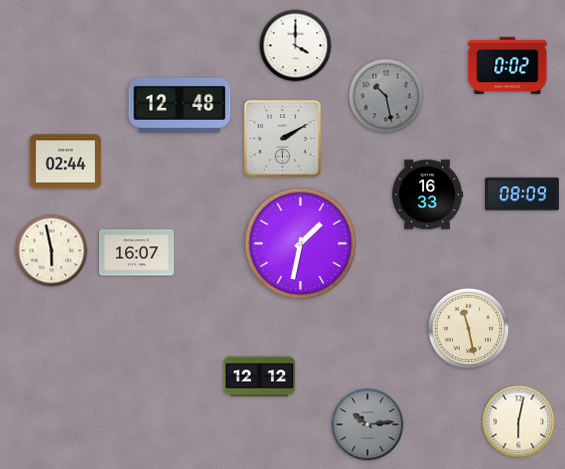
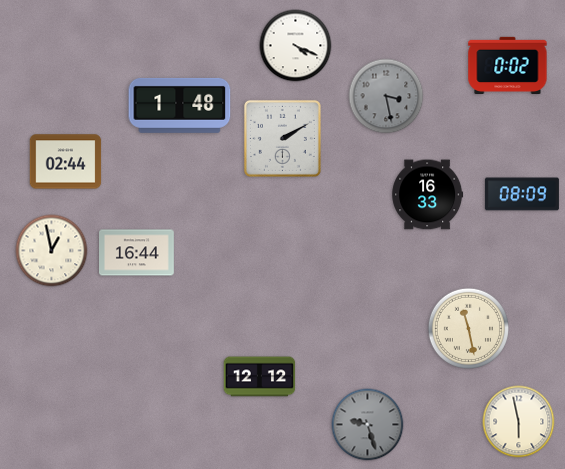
clock at (296, 46): 4:00 -> 4:19
clock at (386, 96): 10:28 -> 3:28
clock at (180, 105): 12:48 -> 1:48
clock at (301, 244): 1:32 -> none
clock at (52, 251): 5:58 -> 12:58
clock at (137, 253): 16:07 -> 16:44
clock at (519, 422): 6:02 -> 5:58
clock at (368, 425): 10:14 -> 9:27
